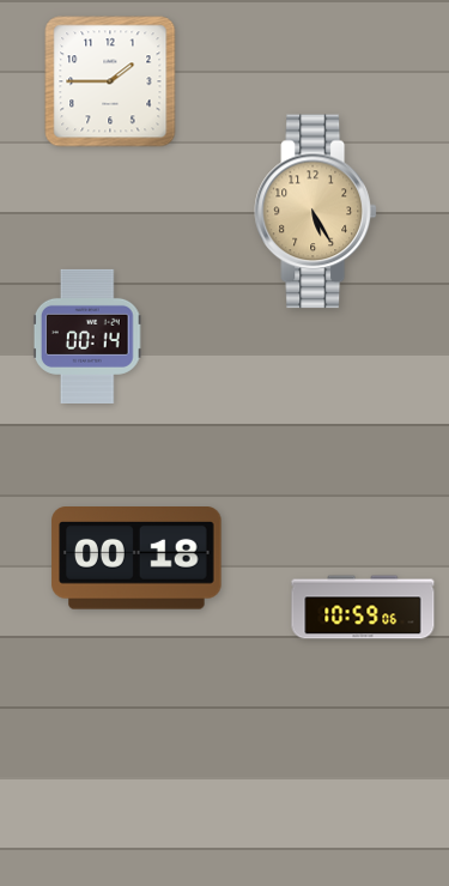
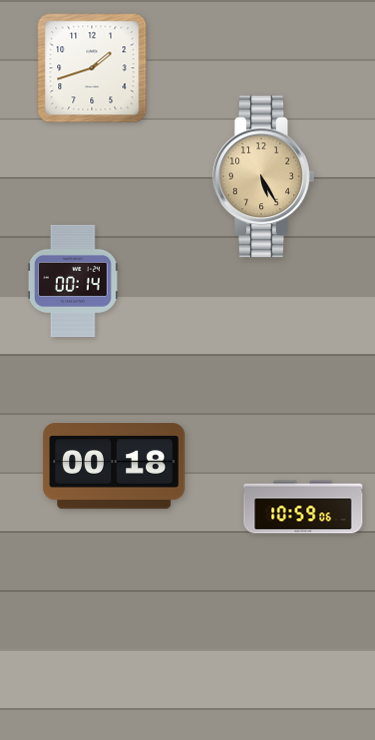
clock at (110, 81): 1:45 -> 1:42
